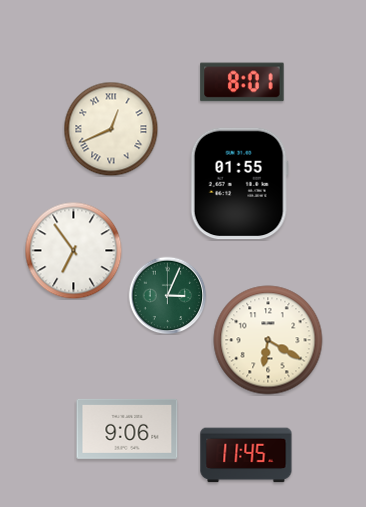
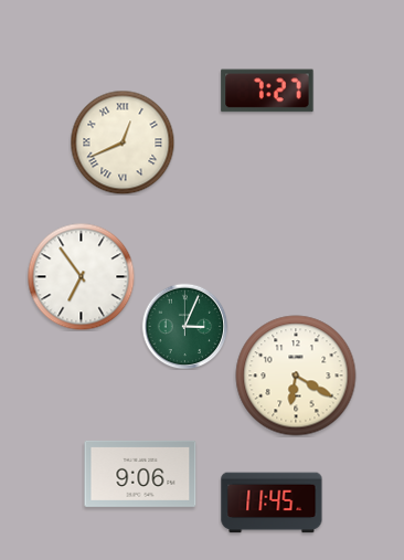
clock at (242, 82): 8:01 -> 7:27
clock at (239, 184): 01:55 -> none
